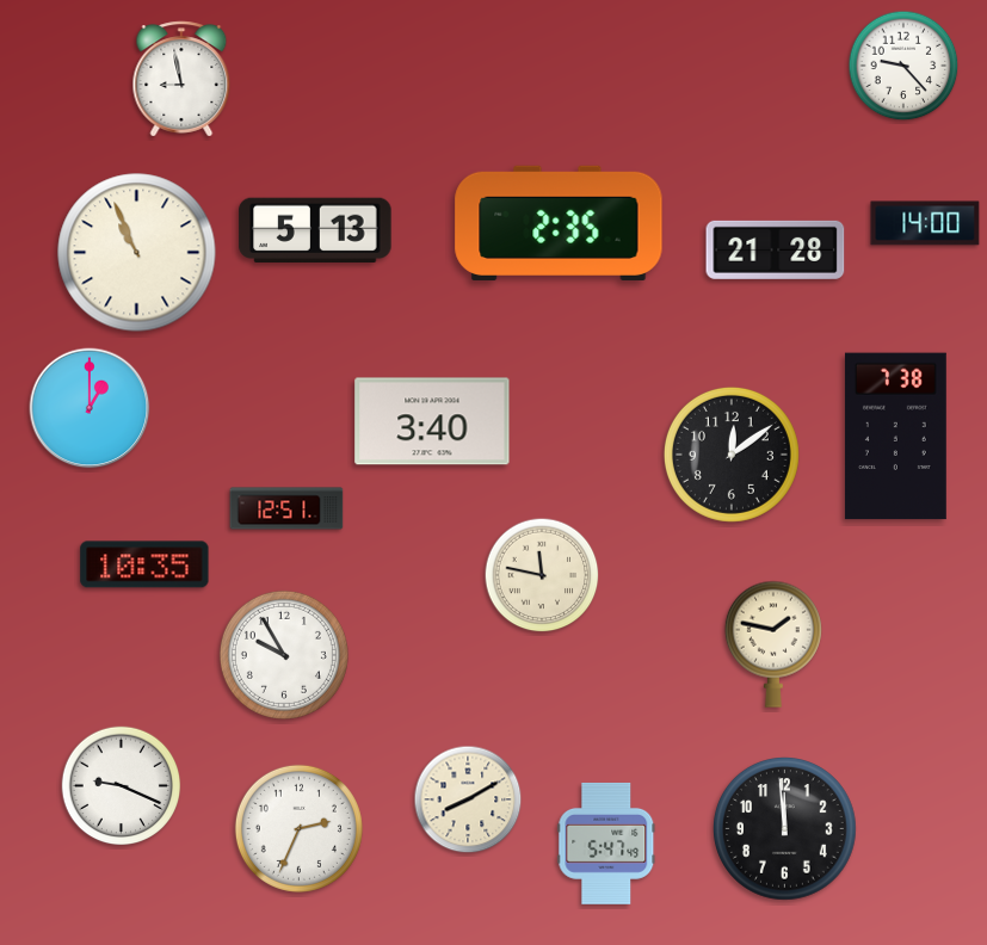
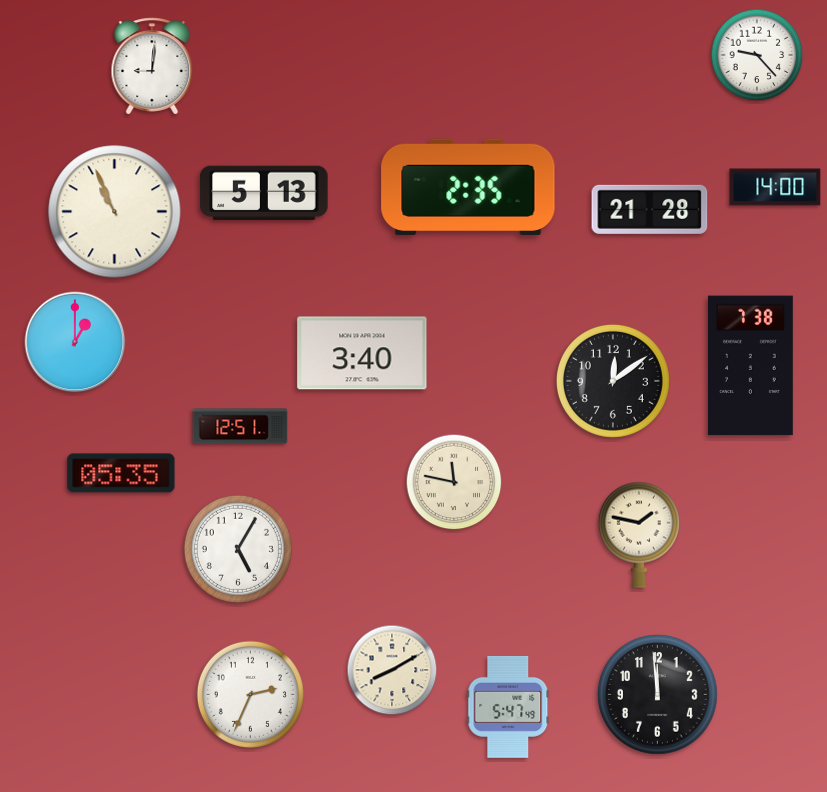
clock at (181, 79): 8:58 -> 9:01
clock at (144, 564): 10:35 -> 05:35
clock at (773, 644) position: (773, 644) -> (639, 535)
clock at (284, 655): 9:55 -> 5:05
clock at (122, 786): 9:19 -> none
